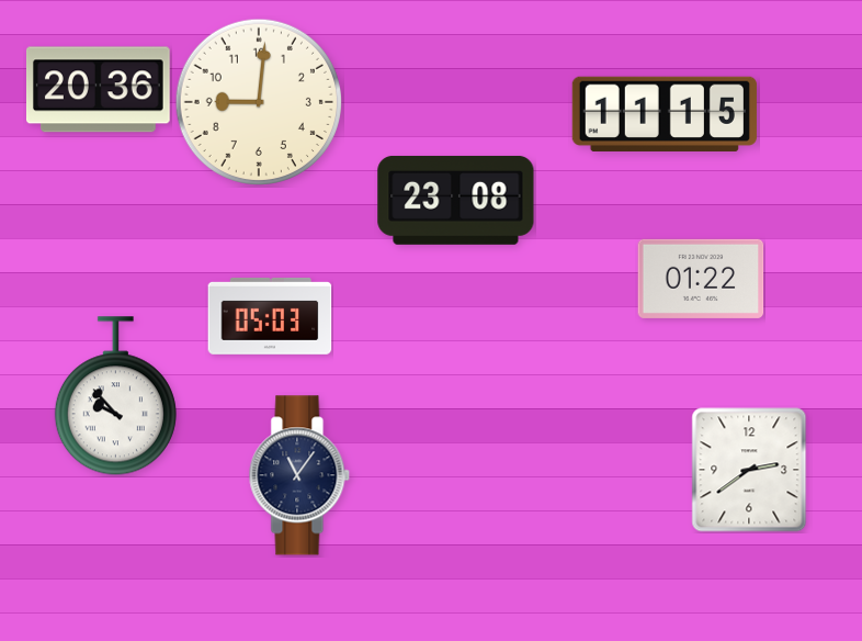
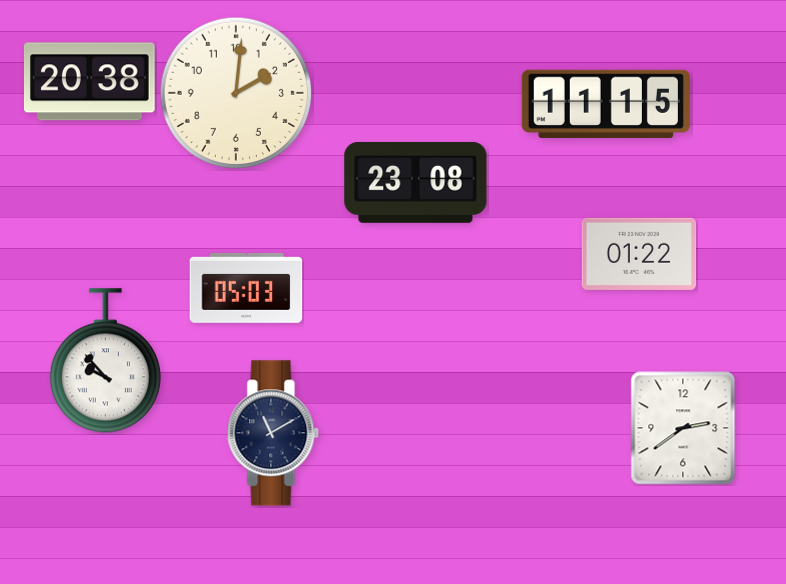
clock at (99, 90): 20:36 -> 20:38
clock at (258, 101): 9:01 -> 2:01
clock at (299, 475): 11:06 -> 11:10
